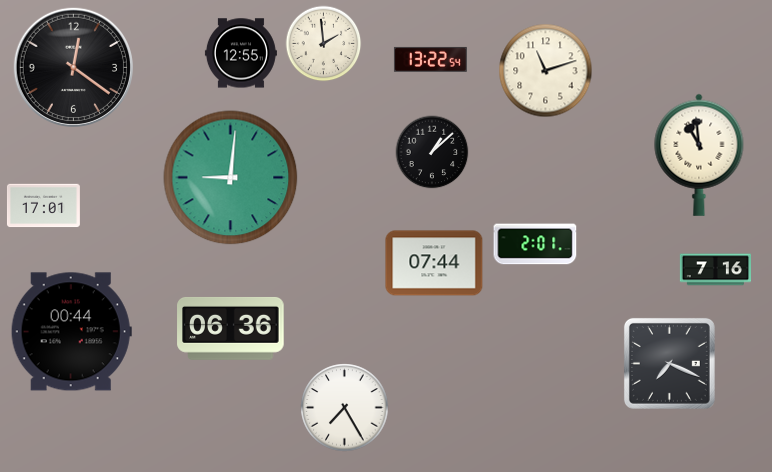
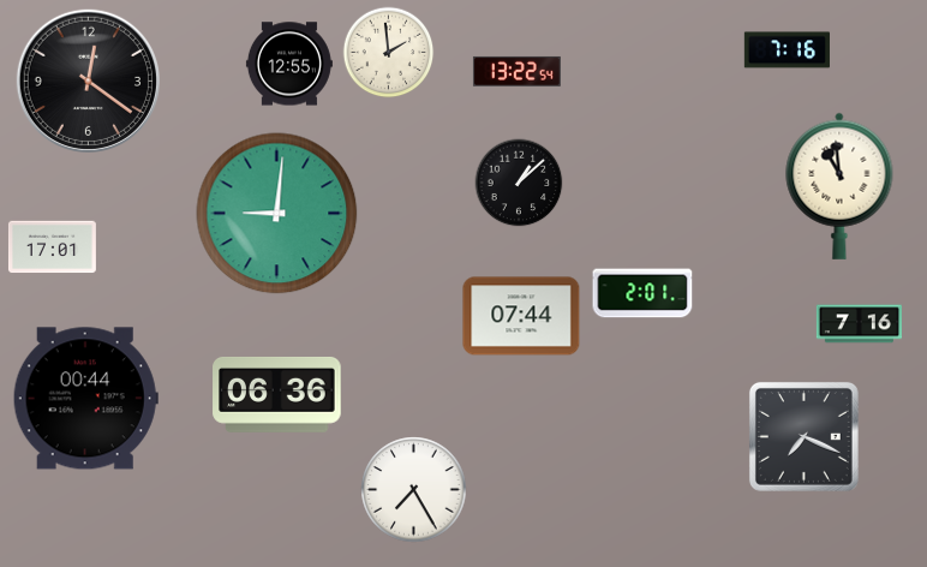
clock at (787, 50): none -> 7:16
clock at (546, 71): 11:12 -> none
